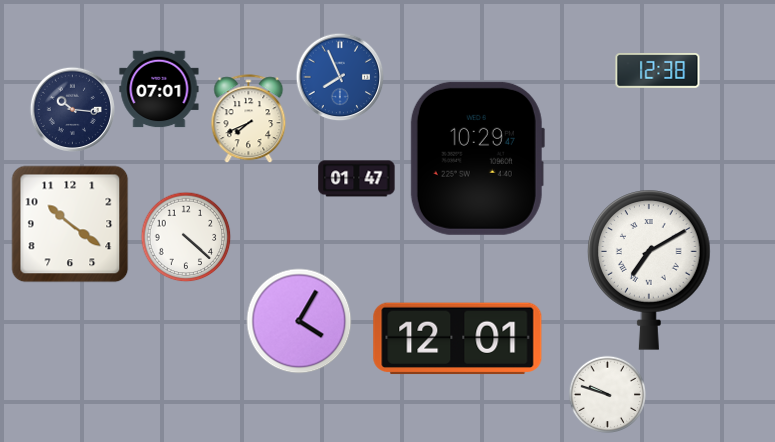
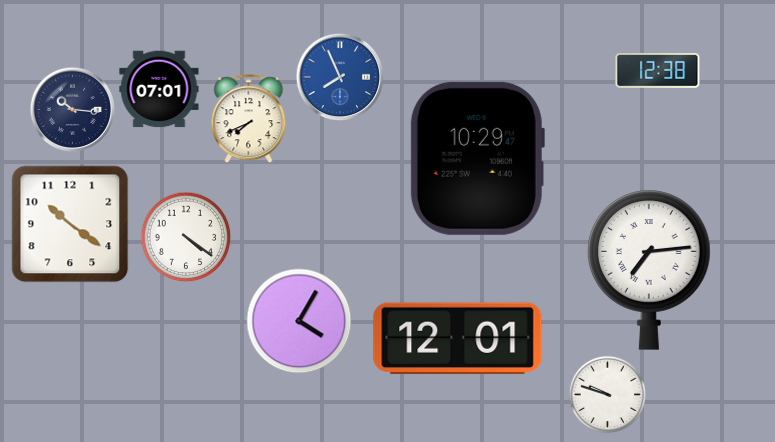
clock at (357, 179): 01:47 -> none
clock at (186, 237): 4:22 -> 4:21
clock at (650, 270): 7:10 -> 7:14
